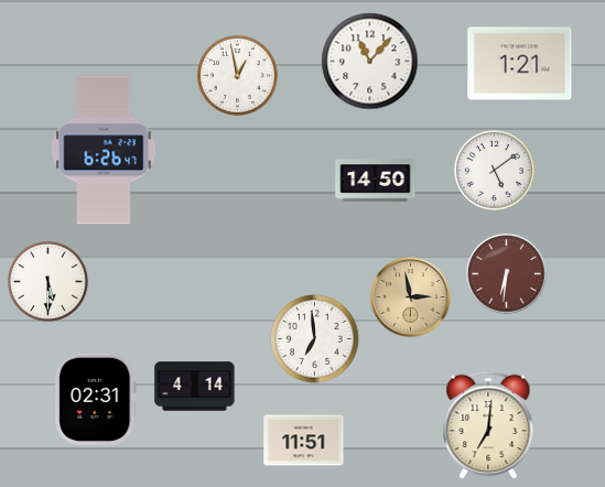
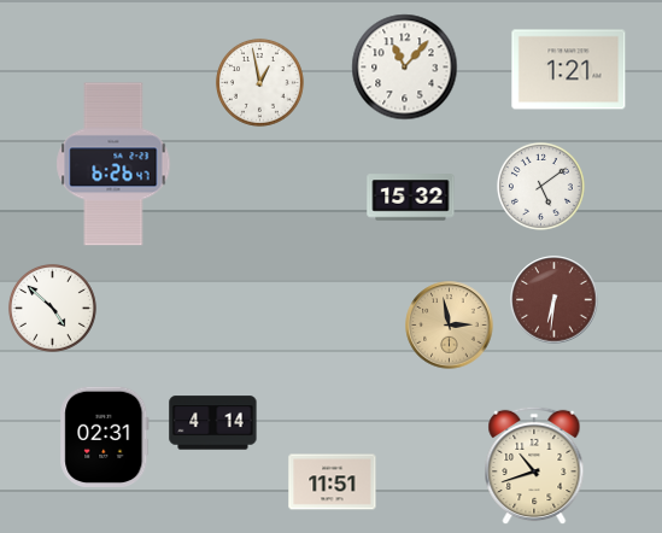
clock at (376, 181): 14:50 -> 15:32
clock at (47, 281): 5:30 -> 4:52
clock at (315, 339): 6:59 -> none
clock at (488, 425): 7:01 -> 10:42
